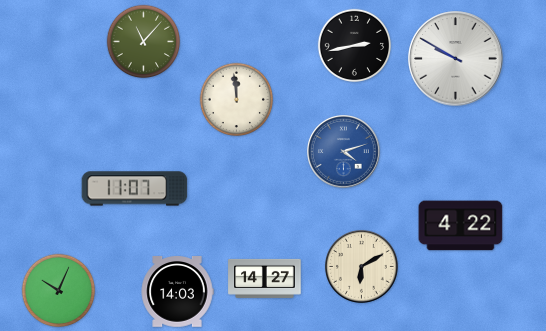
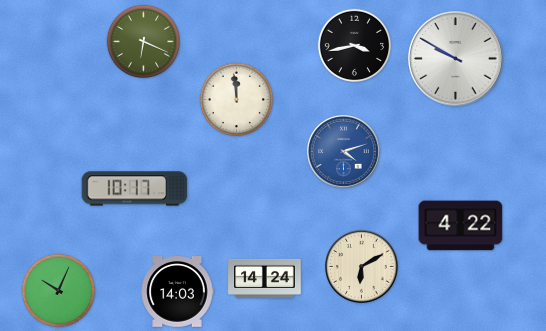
clock at (144, 42): 11:07 -> 6:19
clock at (355, 46): 2:43 -> 3:43
clock at (135, 189): 11:07 -> 10:17
clock at (265, 278): 14:27 -> 14:24
